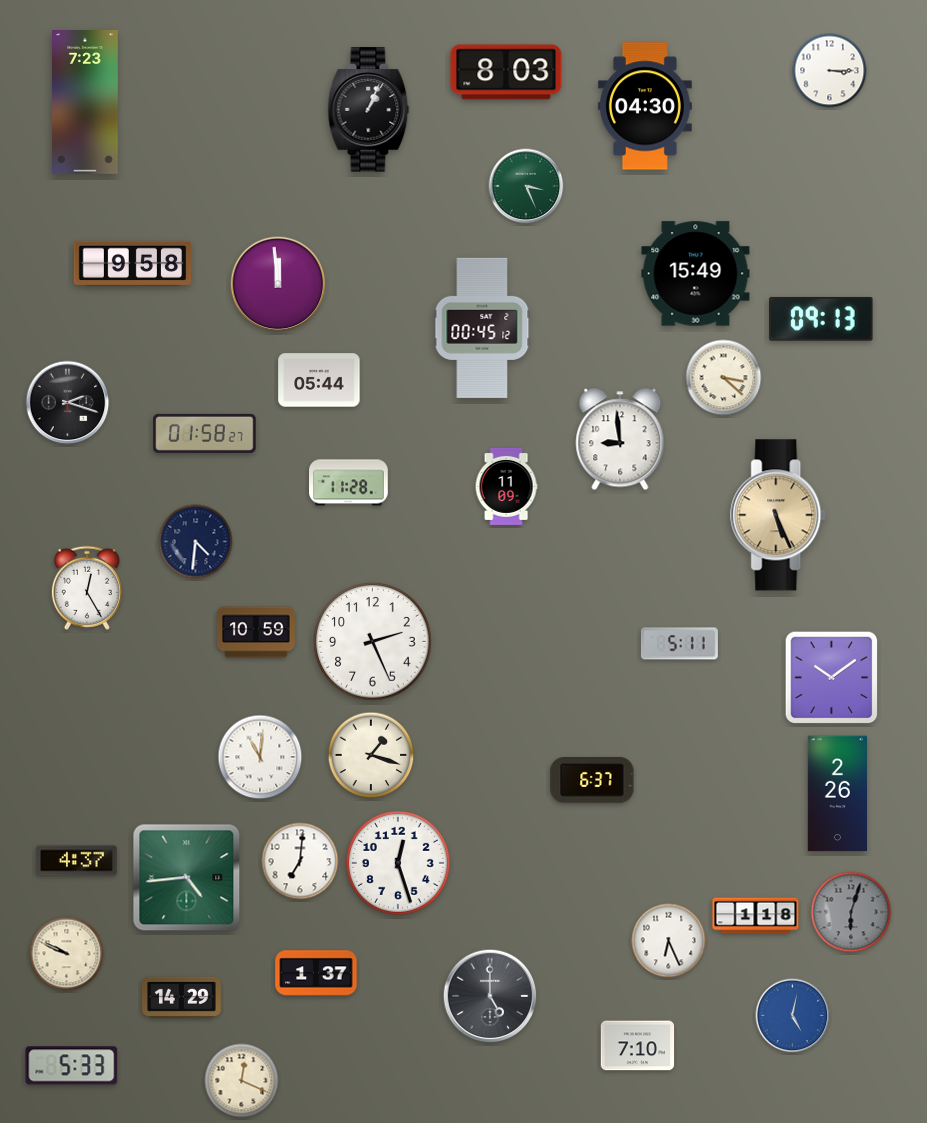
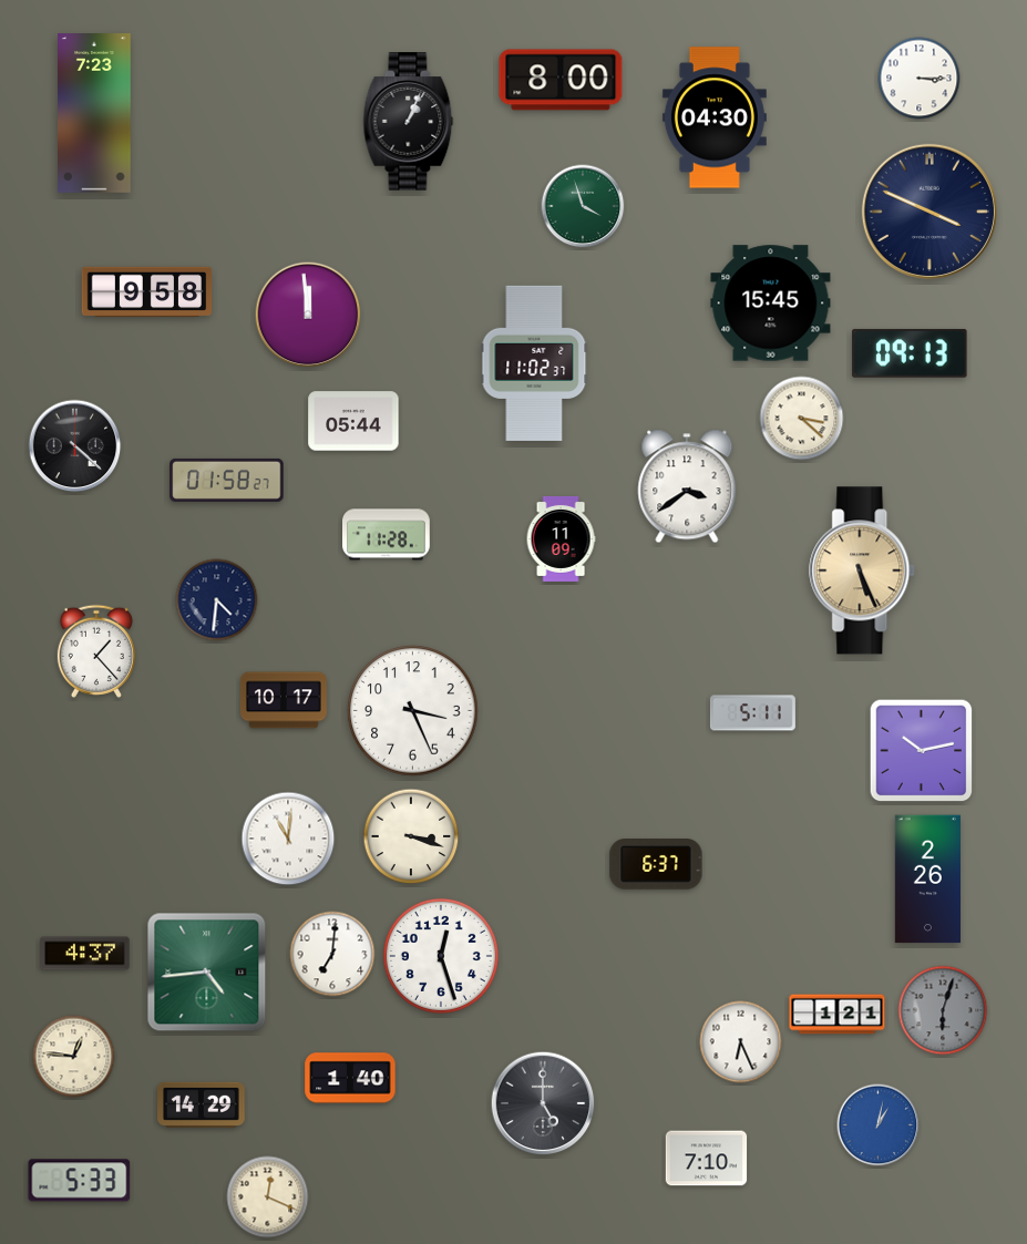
clock at (506, 72): 8:03 -> 8:00
clock at (526, 186): 3:26 -> 3:57
clock at (930, 212): none -> 3:49
clock at (696, 274): 15:49 -> 15:45
clock at (482, 328): 00:45 -> 11:02
clock at (68, 403): 2:18 -> 4:22
clock at (620, 439): 8:59 -> 3:39
clock at (87, 588): 12:25 -> 1:23
clock at (256, 632): 10:59 -> 10:17
clock at (373, 642): 2:26 -> 3:26
clock at (832, 678): 10:09 -> 10:13
clock at (371, 755): 1:18 -> 3:18
clock at (756, 916): 1:18 -> 1:21
clock at (67, 954): 9:49 -> 12:46
clock at (316, 973): 1:37 -> 1:40
clock at (793, 1016): 5:02 -> 1:02
